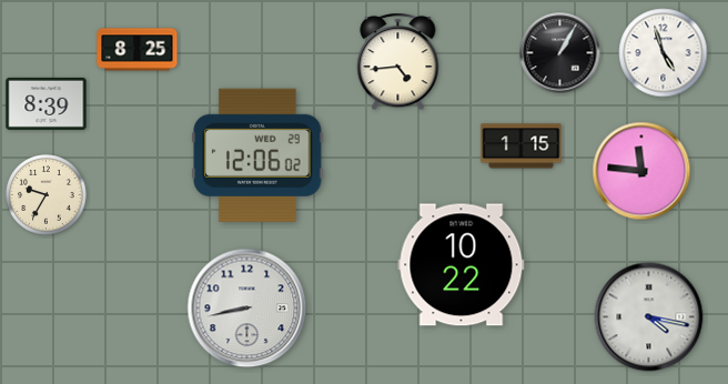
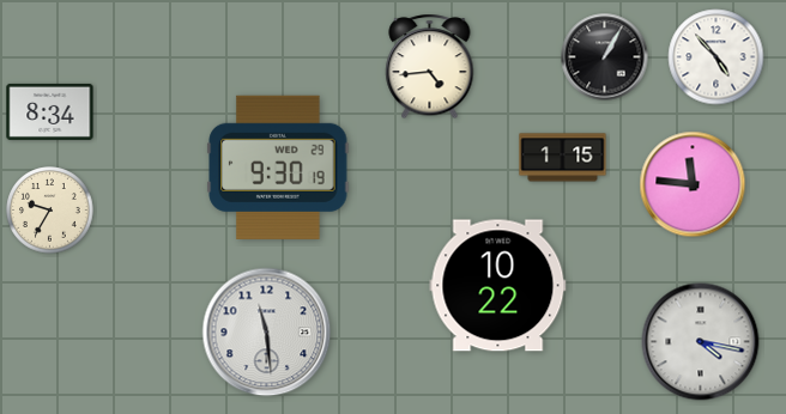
clock at (138, 50): 8:25 -> none
clock at (664, 53): 4:57 -> 4:53
clock at (47, 103): 8:39 -> 8:34
clock at (257, 155): 12:06 -> 9:30
clock at (247, 309): 8:43 -> 11:29
